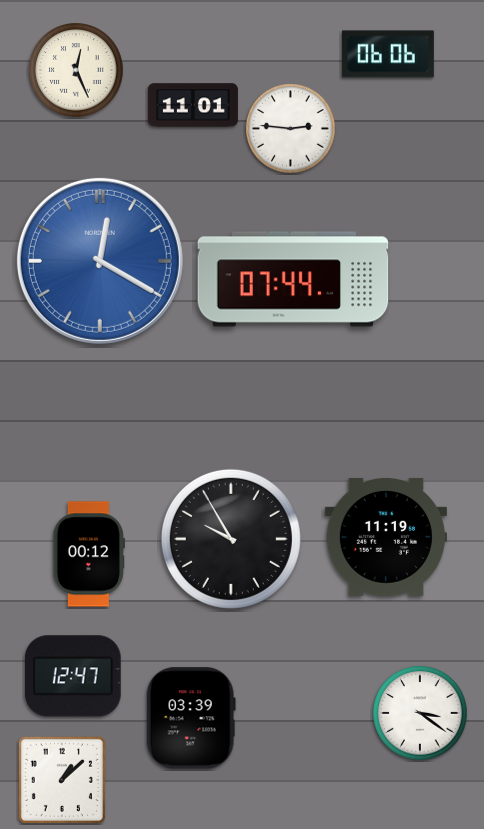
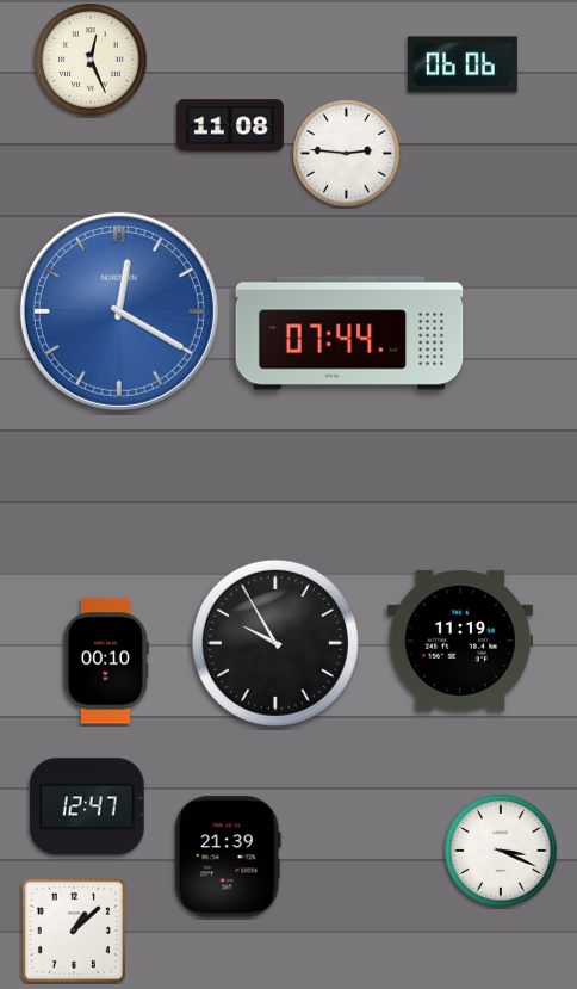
clock at (76, 70) position: (76, 70) -> (91, 60)
clock at (193, 105): 11:01 -> 11:08
clock at (89, 554): 00:12 -> 00:10
clock at (420, 713): 3:21 -> 3:19
clock at (191, 718): 03:39 -> 21:39
